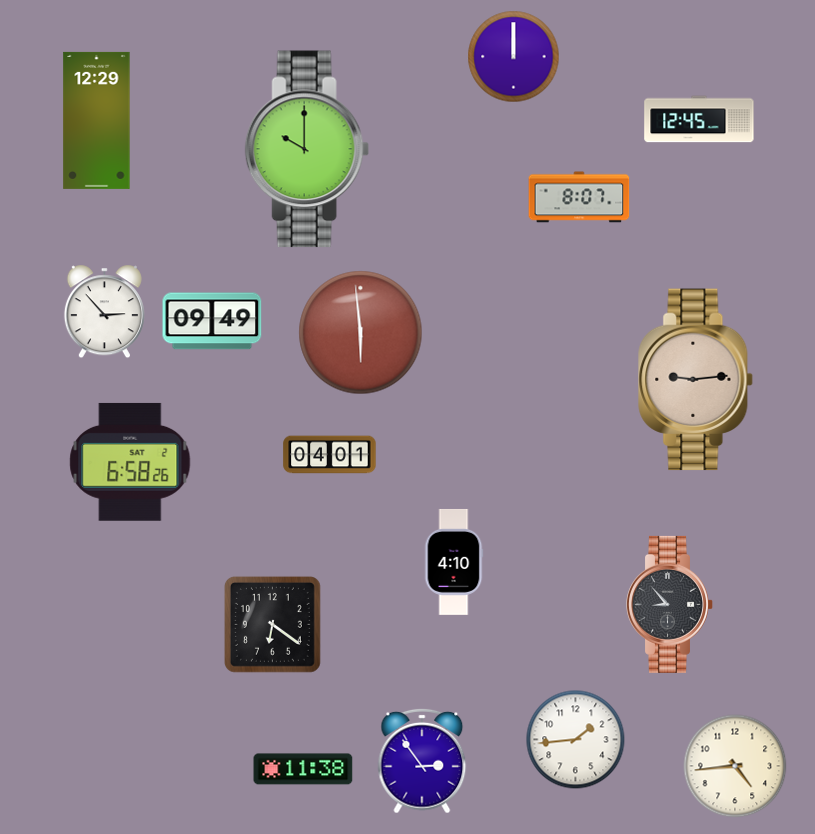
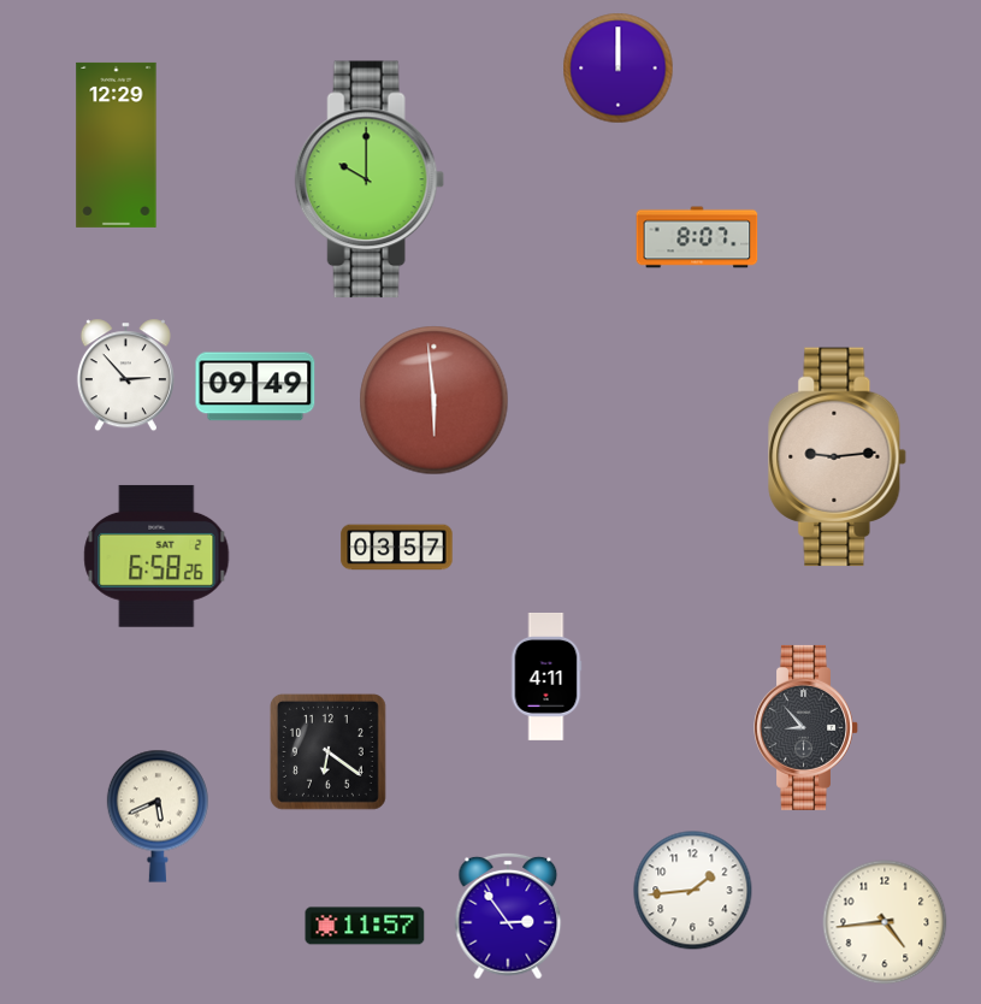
clock at (699, 119): 12:45 -> none
clock at (330, 455): 04:01 -> 03:57
clock at (454, 562): 4:10 -> 4:11
clock at (158, 816): none -> 5:41
clock at (303, 769): 11:38 -> 11:57
